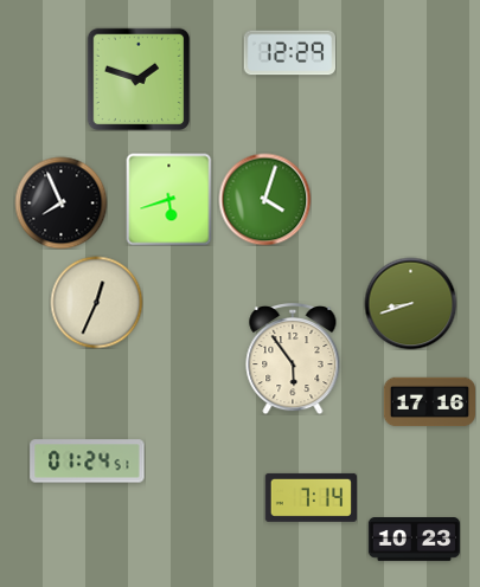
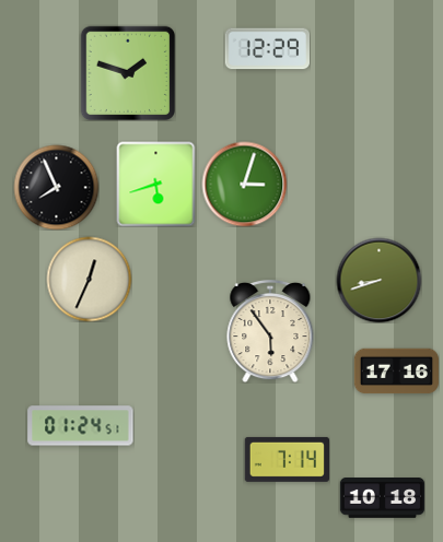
clock at (264, 199): 4:03 -> 3:03
clock at (414, 540): 10:23 -> 10:18
